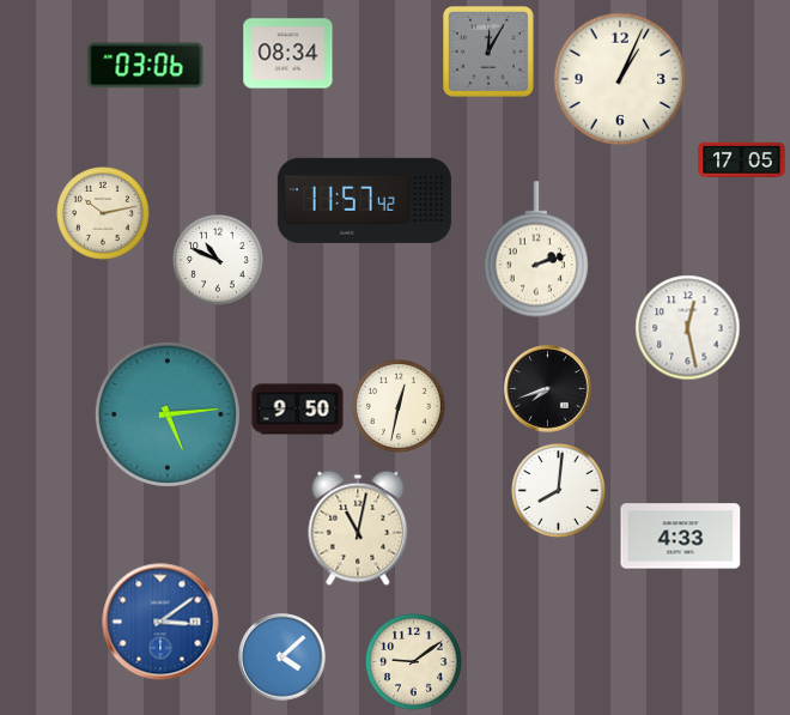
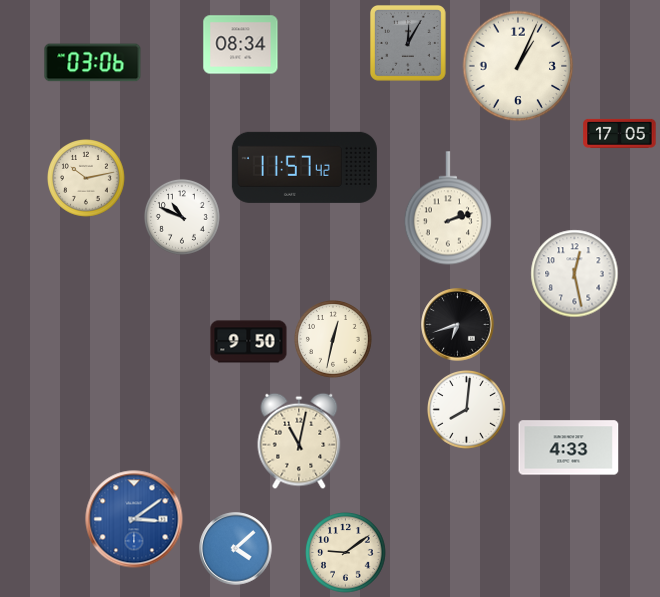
clock at (146, 66) position: (146, 66) -> (93, 63)
clock at (548, 389): 7:42 -> 6:42
clock at (168, 414): 5:14 -> none
